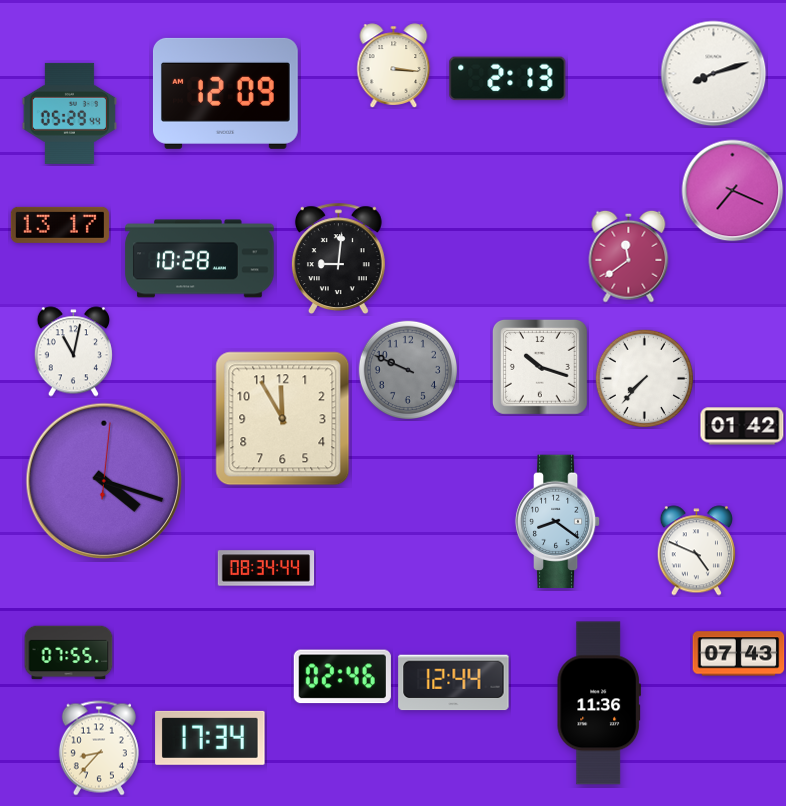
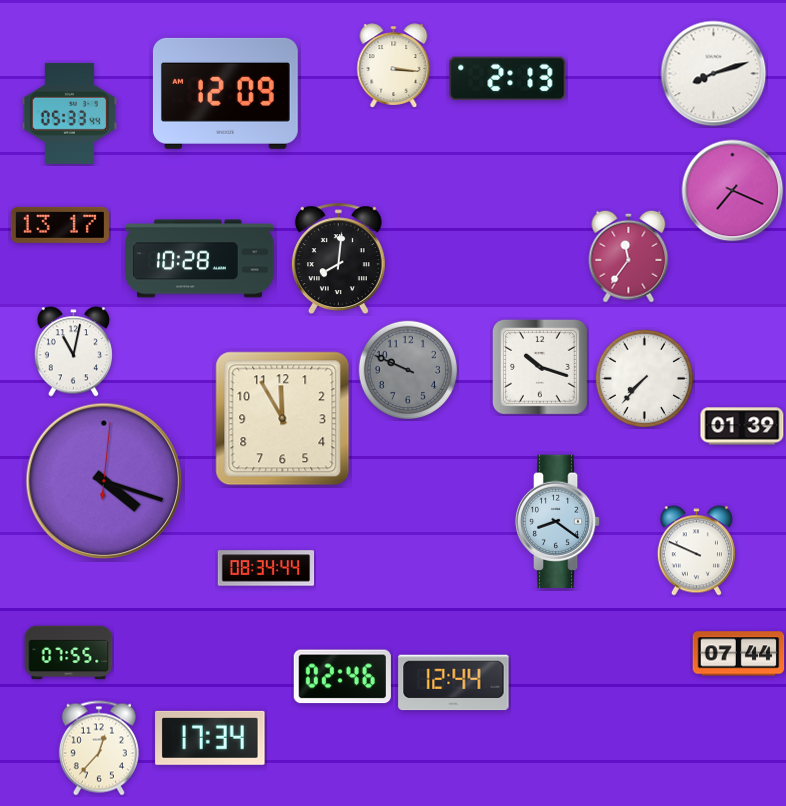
clock at (69, 113): 05:29 -> 05:33
clock at (629, 256): 11:39 -> 11:36
clock at (338, 258): 9:01 -> 8:01
clock at (742, 426): 01:42 -> 01:39
clock at (696, 551): 4:49 -> 9:49
clock at (739, 654): 07:43 -> 07:44
clock at (598, 703): 11:36 -> none
clock at (99, 748): 8:37 -> 12:37
